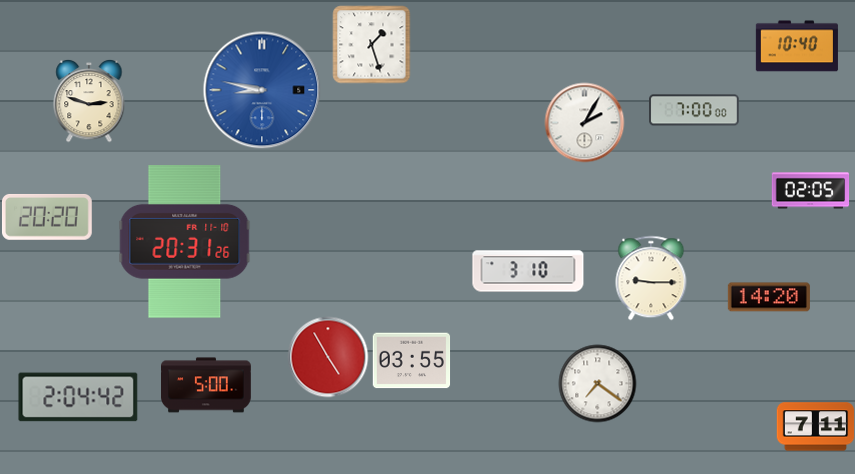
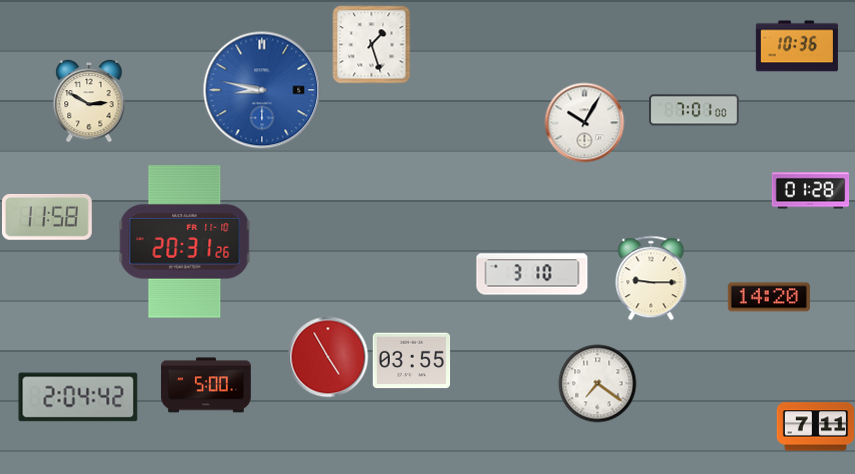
clock at (797, 46): 10:40 -> 10:36
clock at (89, 101): 2:48 -> 2:50
clock at (695, 110): 7:00 -> 7:01
clock at (584, 122): 2:05 -> 10:05
clock at (810, 191): 02:05 -> 01:28
clock at (47, 217): 20:20 -> 11:58
clock at (528, 271) position: (528, 271) -> (532, 274)
